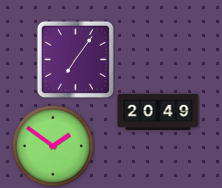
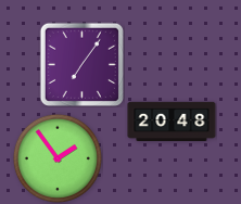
clock at (158, 112): 20:49 -> 20:48
clock at (53, 146): 1:51 -> 1:54
